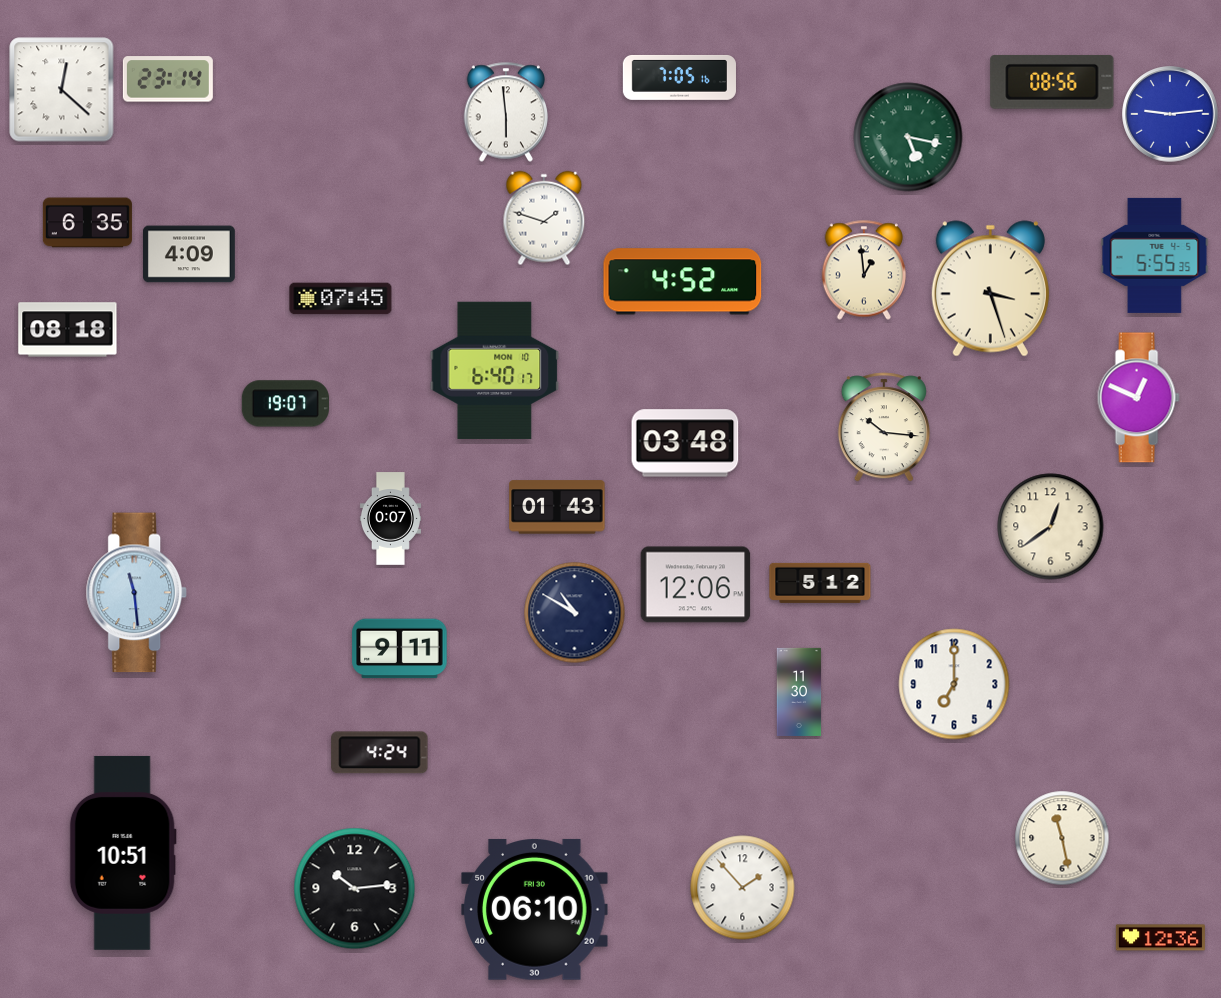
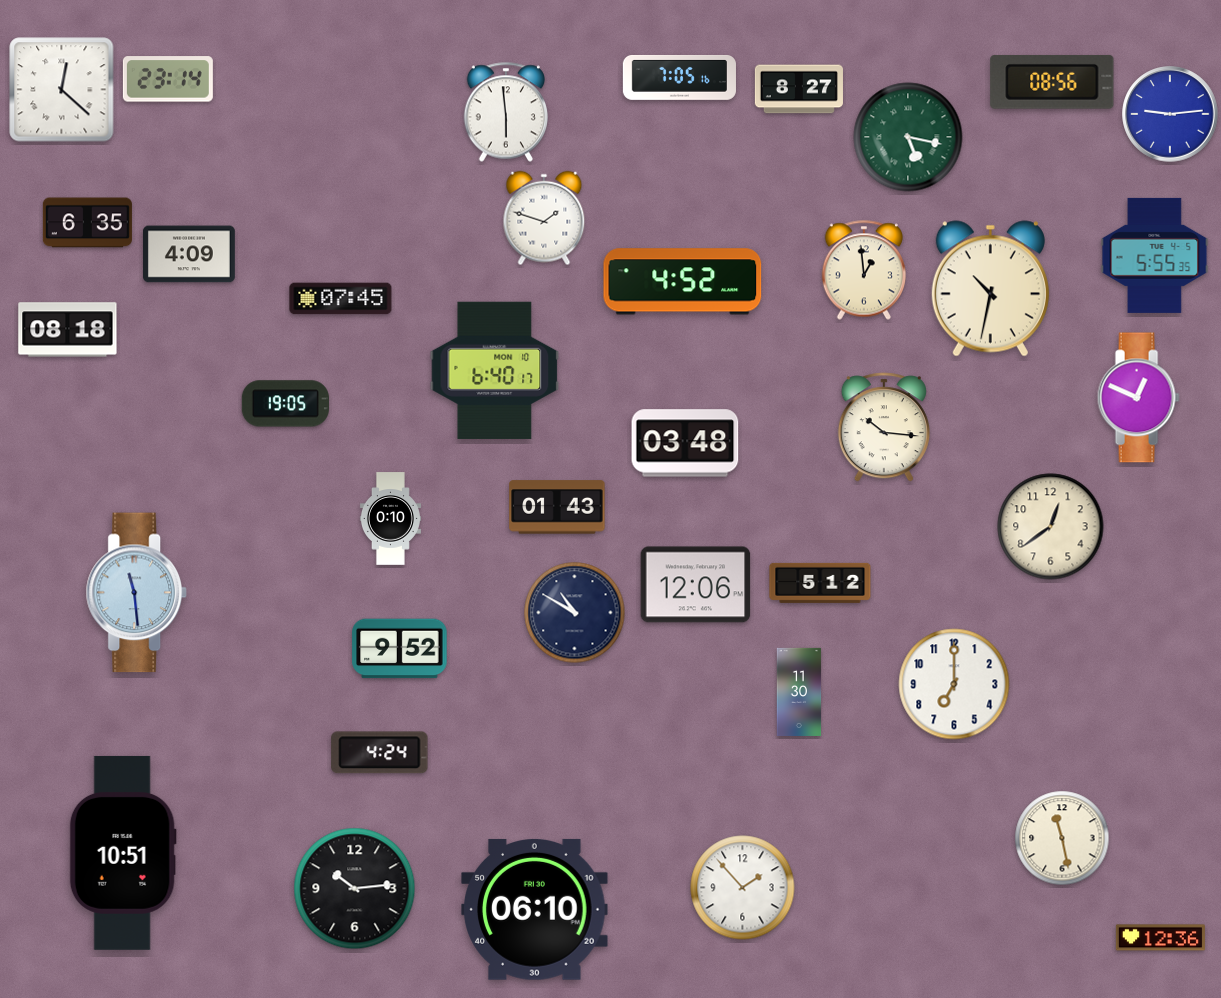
clock at (799, 89): none -> 8:27
clock at (990, 289): 3:27 -> 10:32
clock at (285, 404): 19:07 -> 19:05
clock at (390, 519): 0:07 -> 0:10
clock at (400, 649): 9:11 -> 9:52
